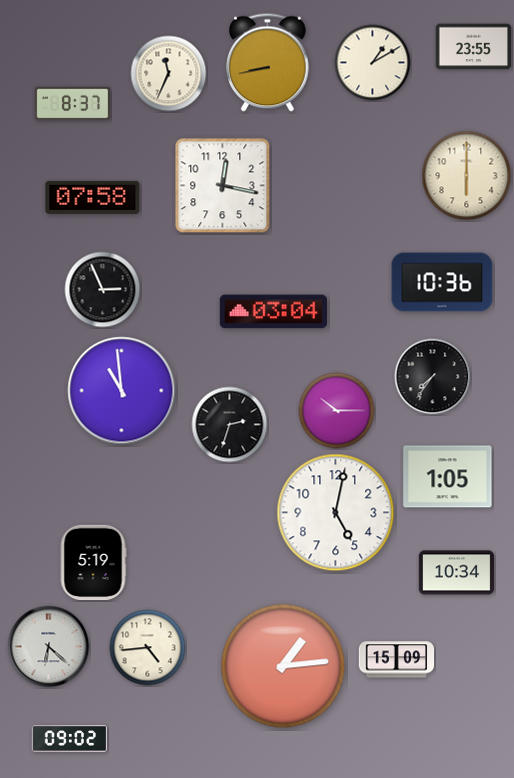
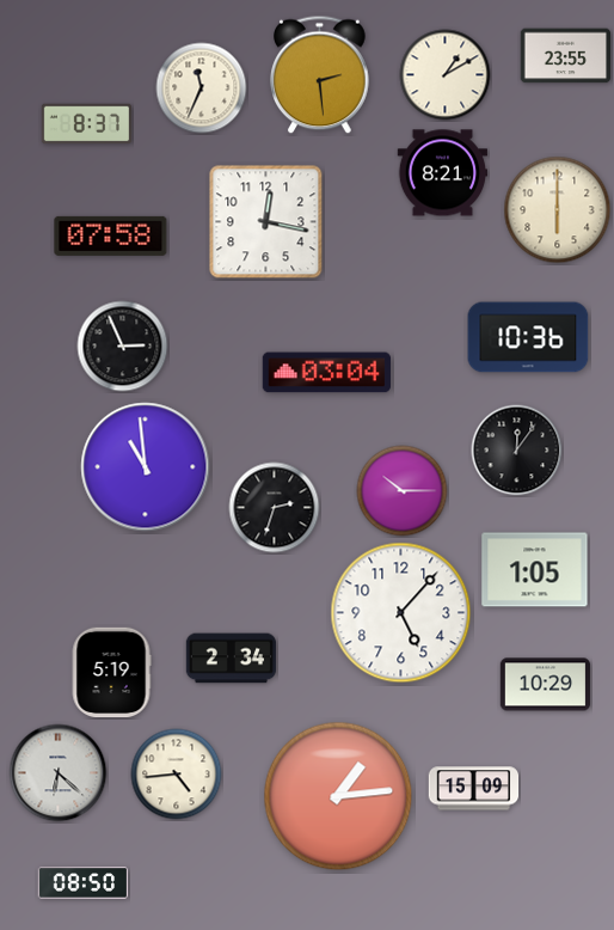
clock at (268, 63): 8:43 -> 2:29
clock at (442, 173): none -> 8:21
clock at (433, 377): 7:36 -> 12:06
clock at (336, 513): 5:02 -> 5:07
clock at (232, 659): none -> 2:34
clock at (457, 573): 10:34 -> 10:29
clock at (70, 739): 09:02 -> 08:50
